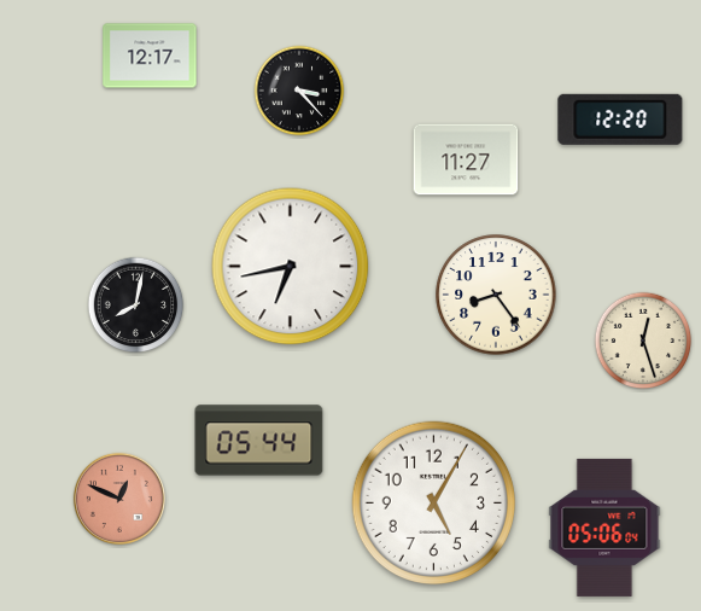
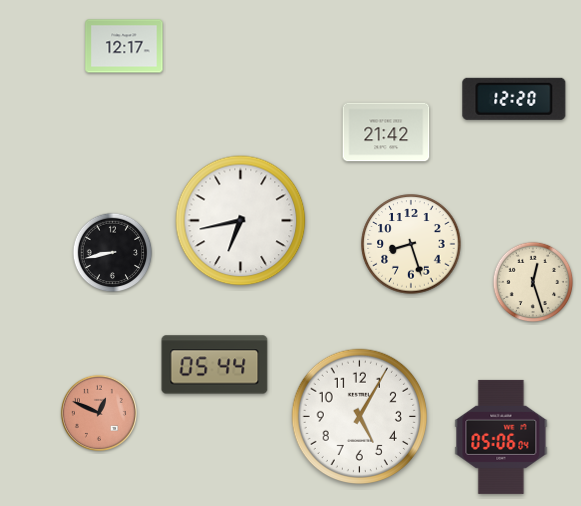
clock at (299, 91): 3:23 -> none
clock at (466, 159): 11:27 -> 21:42
clock at (496, 295): 8:24 -> 8:27
clock at (136, 305): 8:02 -> 8:43
